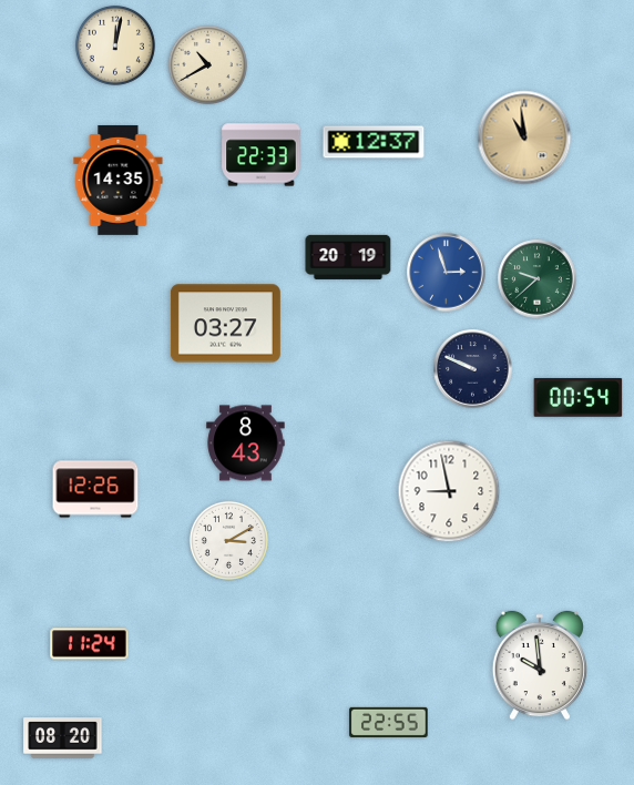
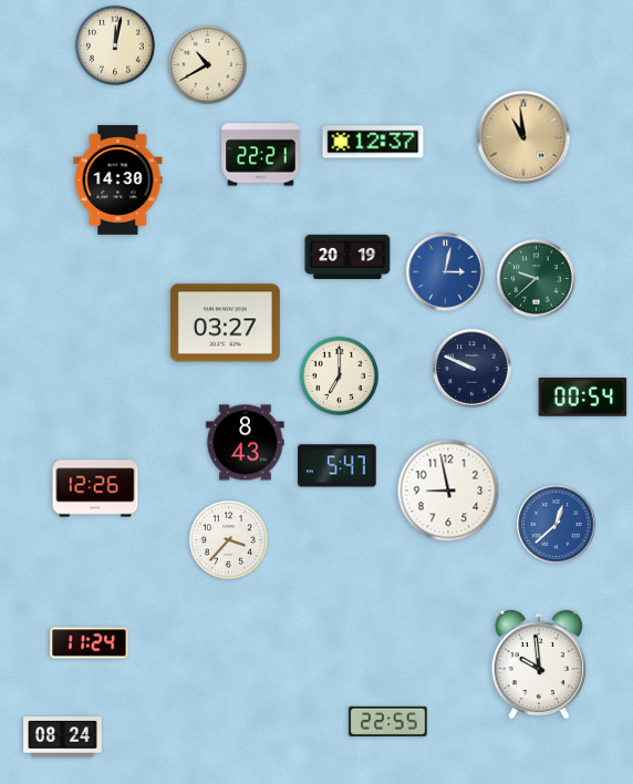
clock at (262, 155): 22:33 -> 22:21
clock at (119, 180): 14:35 -> 14:30
clock at (447, 273): 2:57 -> 3:02
clock at (339, 375): none -> 7:00
clock at (579, 397) position: (579, 397) -> (583, 396)
clock at (338, 466): none -> 5:47
clock at (557, 525): none -> 12:38
clock at (228, 540): 3:10 -> 3:37
clock at (63, 738): 08:20 -> 08:24
